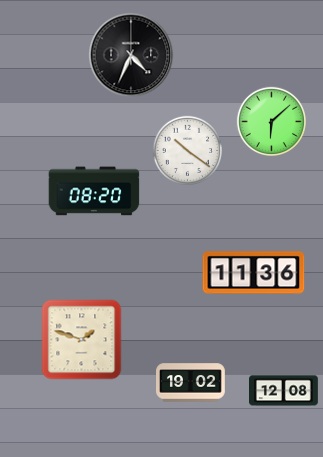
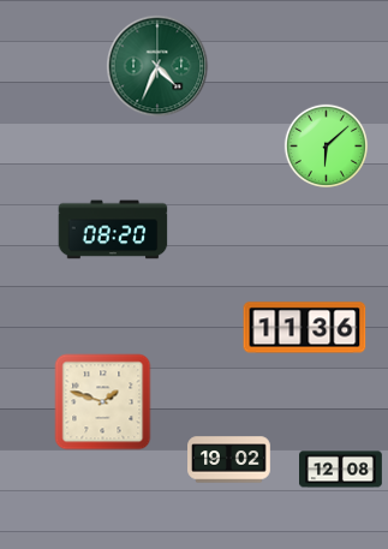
clock at (131, 55) dial: black -> green
clock at (187, 150): 10:21 -> none
clock at (82, 340) position: (82, 340) -> (103, 402)
